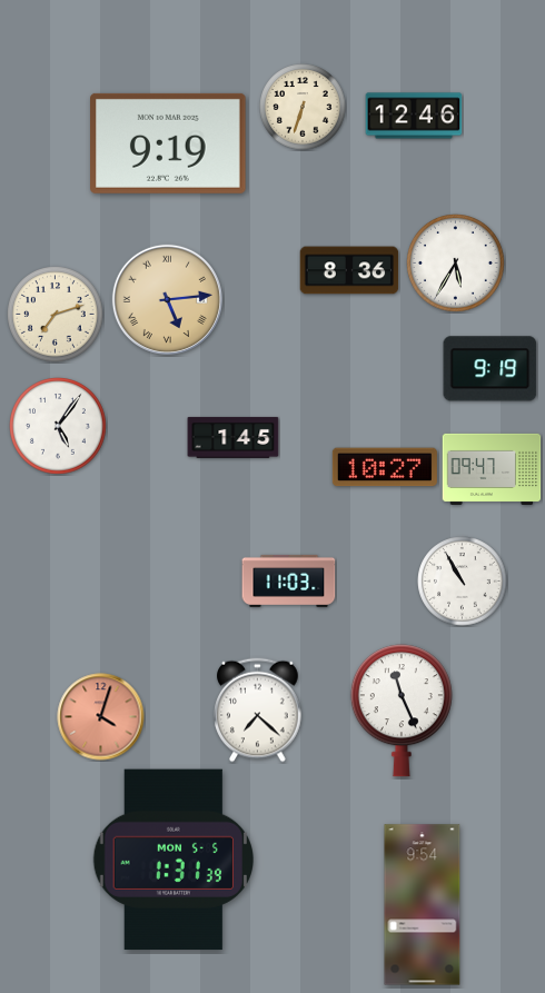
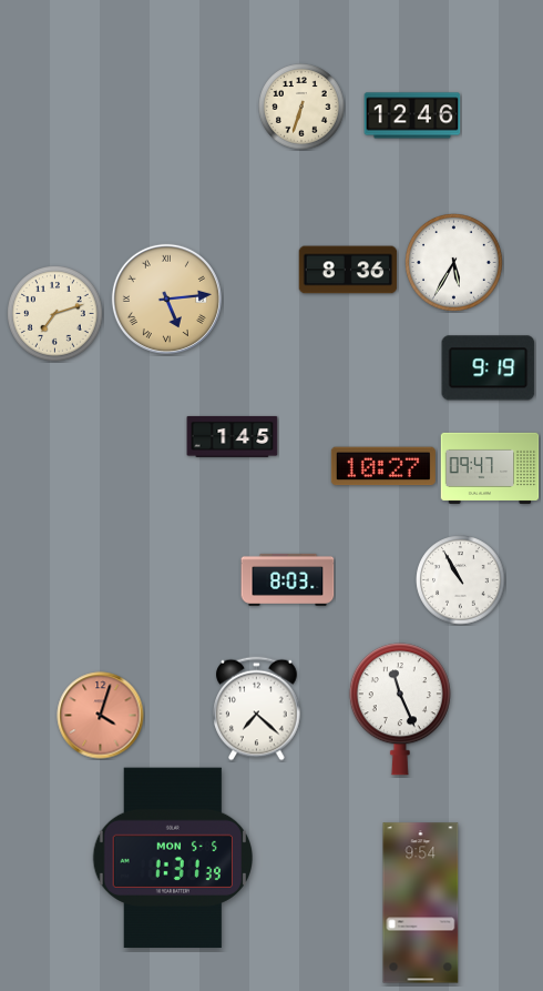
clock at (168, 143): 9:19 -> none
clock at (59, 427): 5:06 -> none
clock at (289, 580): 11:03 -> 8:03
